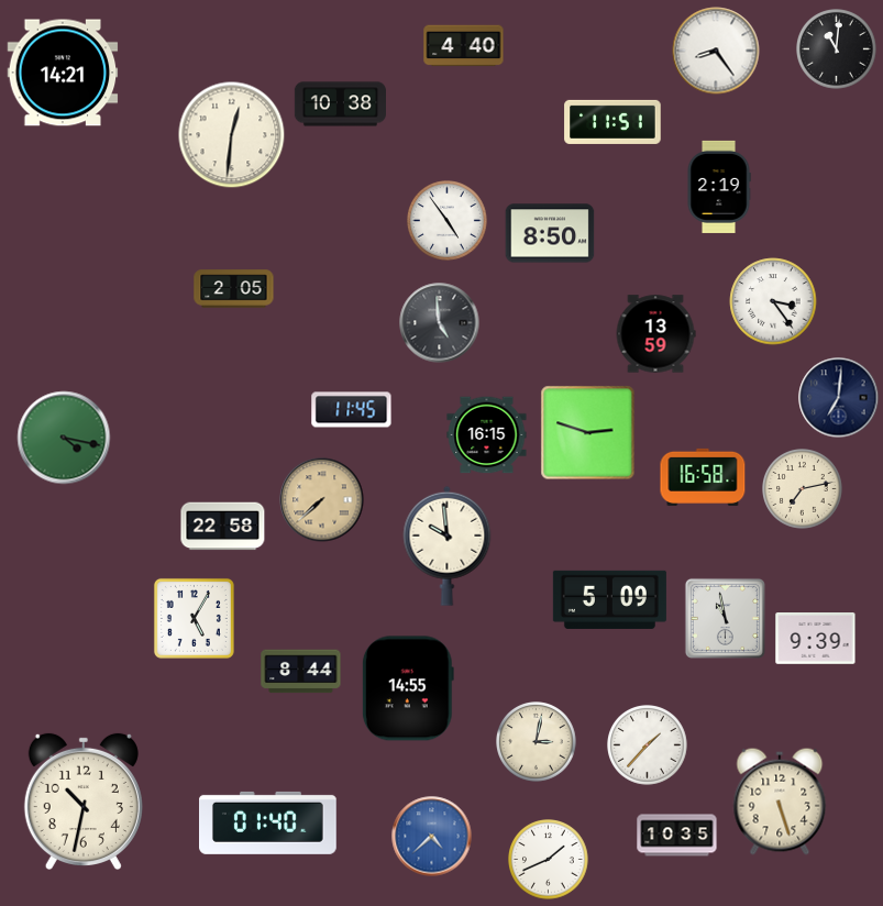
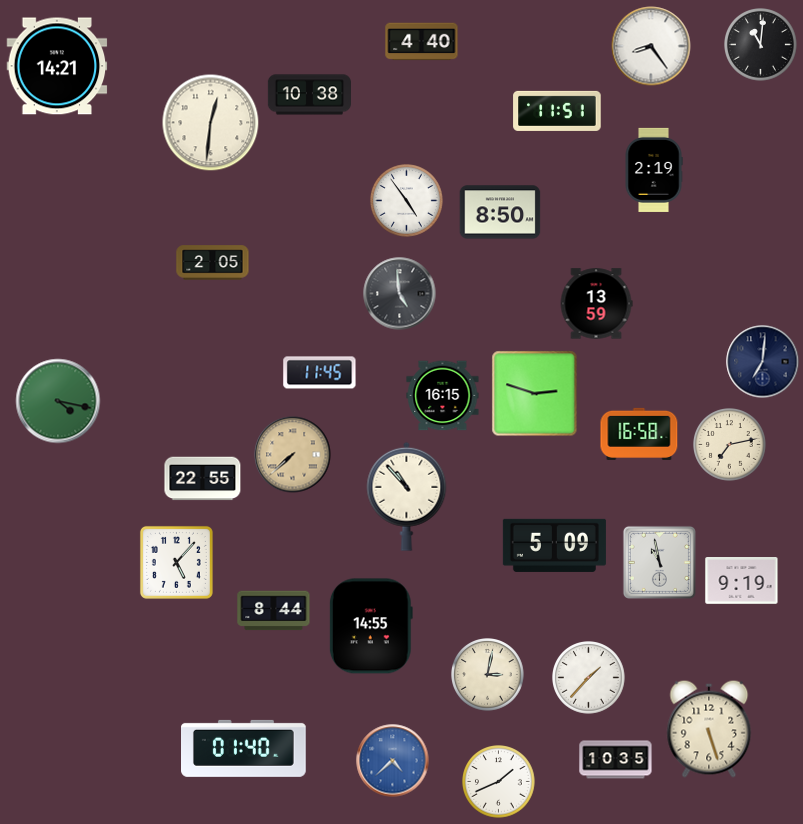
clock at (773, 301): 3:24 -> none
clock at (64, 438) position: (64, 438) -> (58, 401)
clock at (223, 527): 22:58 -> 22:55
clock at (448, 545): 9:59 -> 10:53
clock at (194, 618): 5:05 -> 5:07
clock at (816, 639): 9:39 -> 9:19
clock at (84, 800): 10:32 -> none
